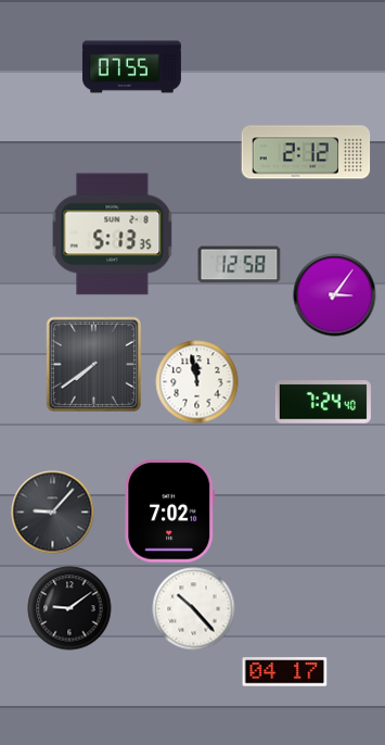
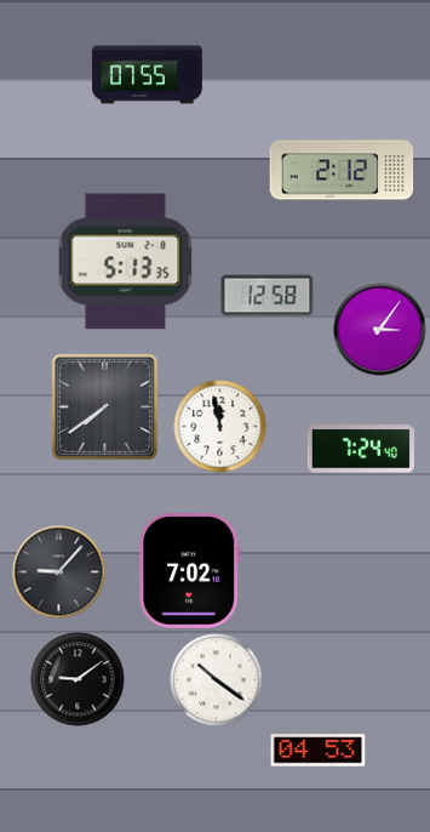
clock at (335, 295) position: (335, 295) -> (380, 330)
clock at (194, 609): 10:23 -> 10:21
clock at (285, 672): 04:17 -> 04:53
